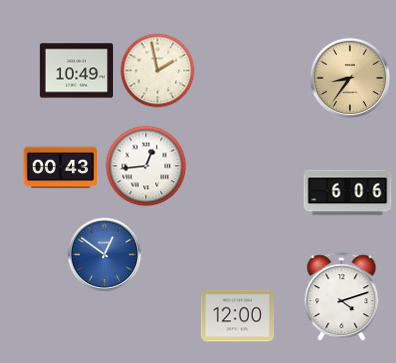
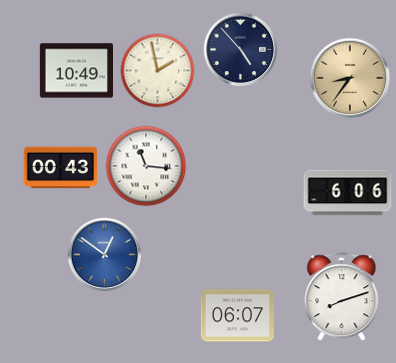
clock at (241, 50): none -> 4:53
clock at (146, 166): 12:44 -> 11:16
clock at (342, 297): 4:12 -> 8:12
clock at (237, 316): 12:00 -> 06:07
